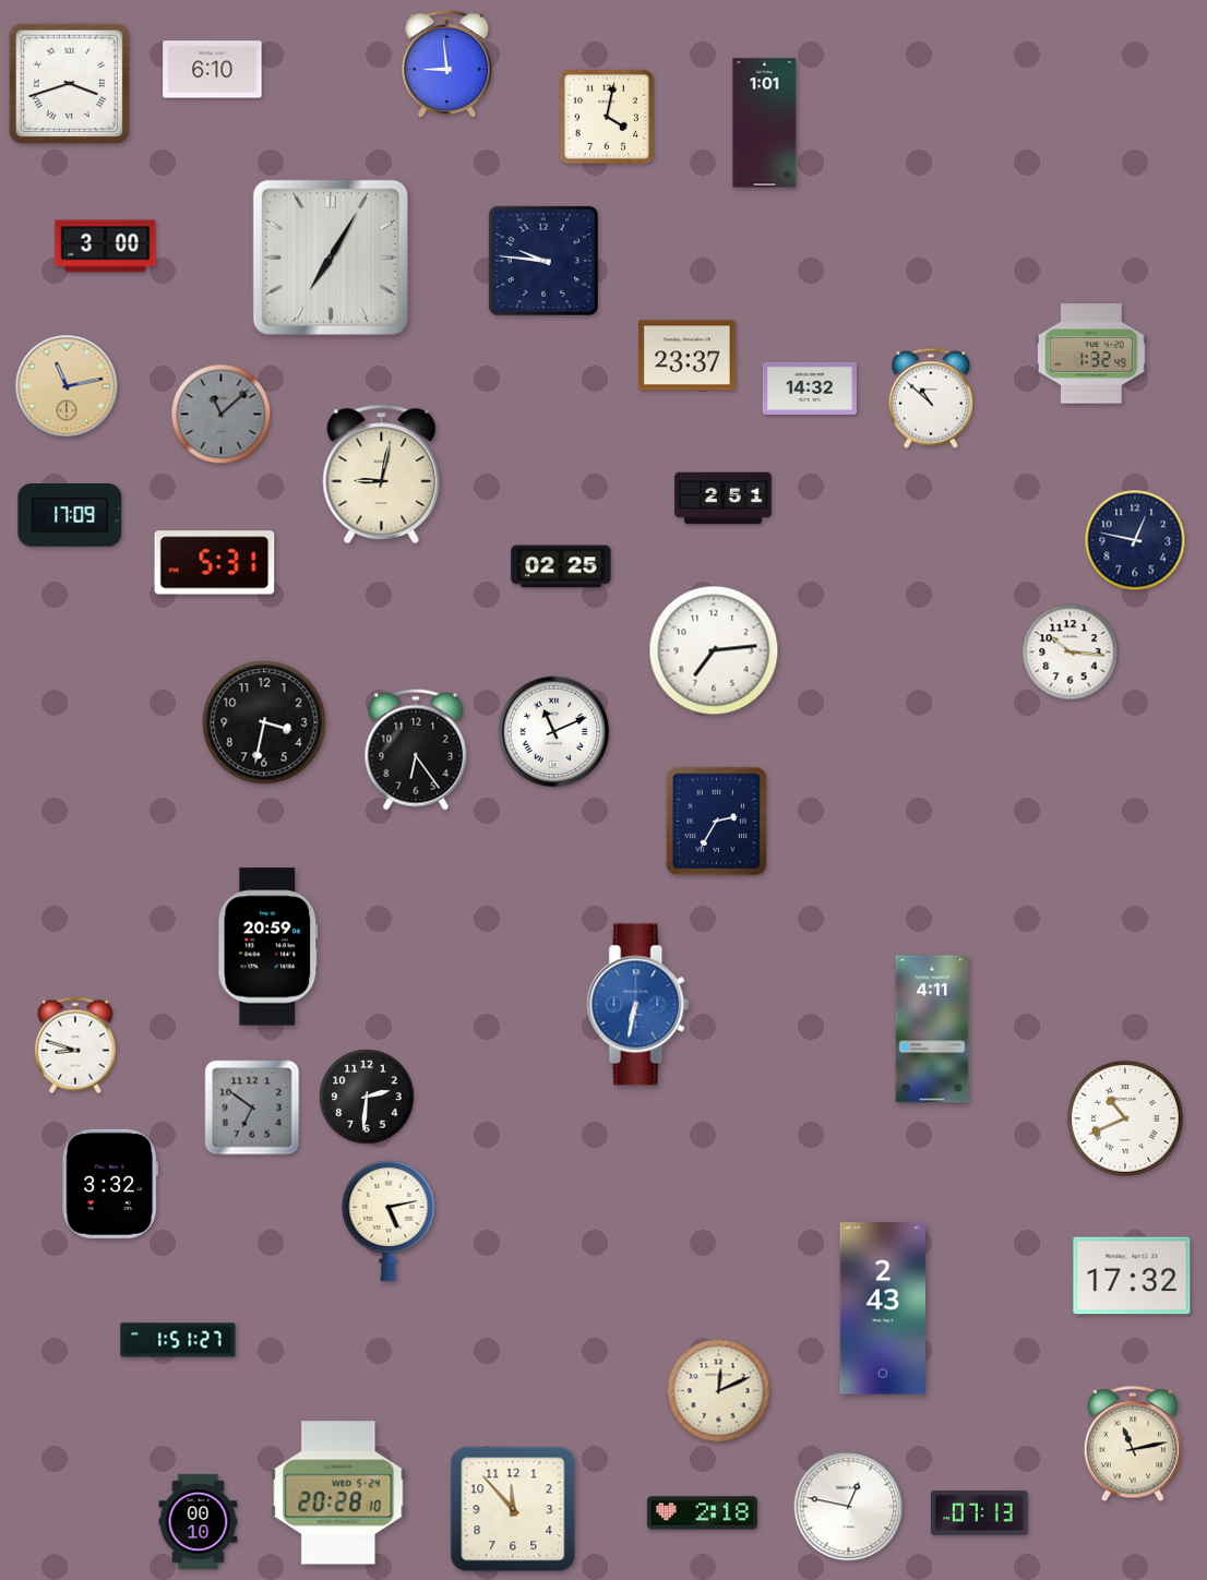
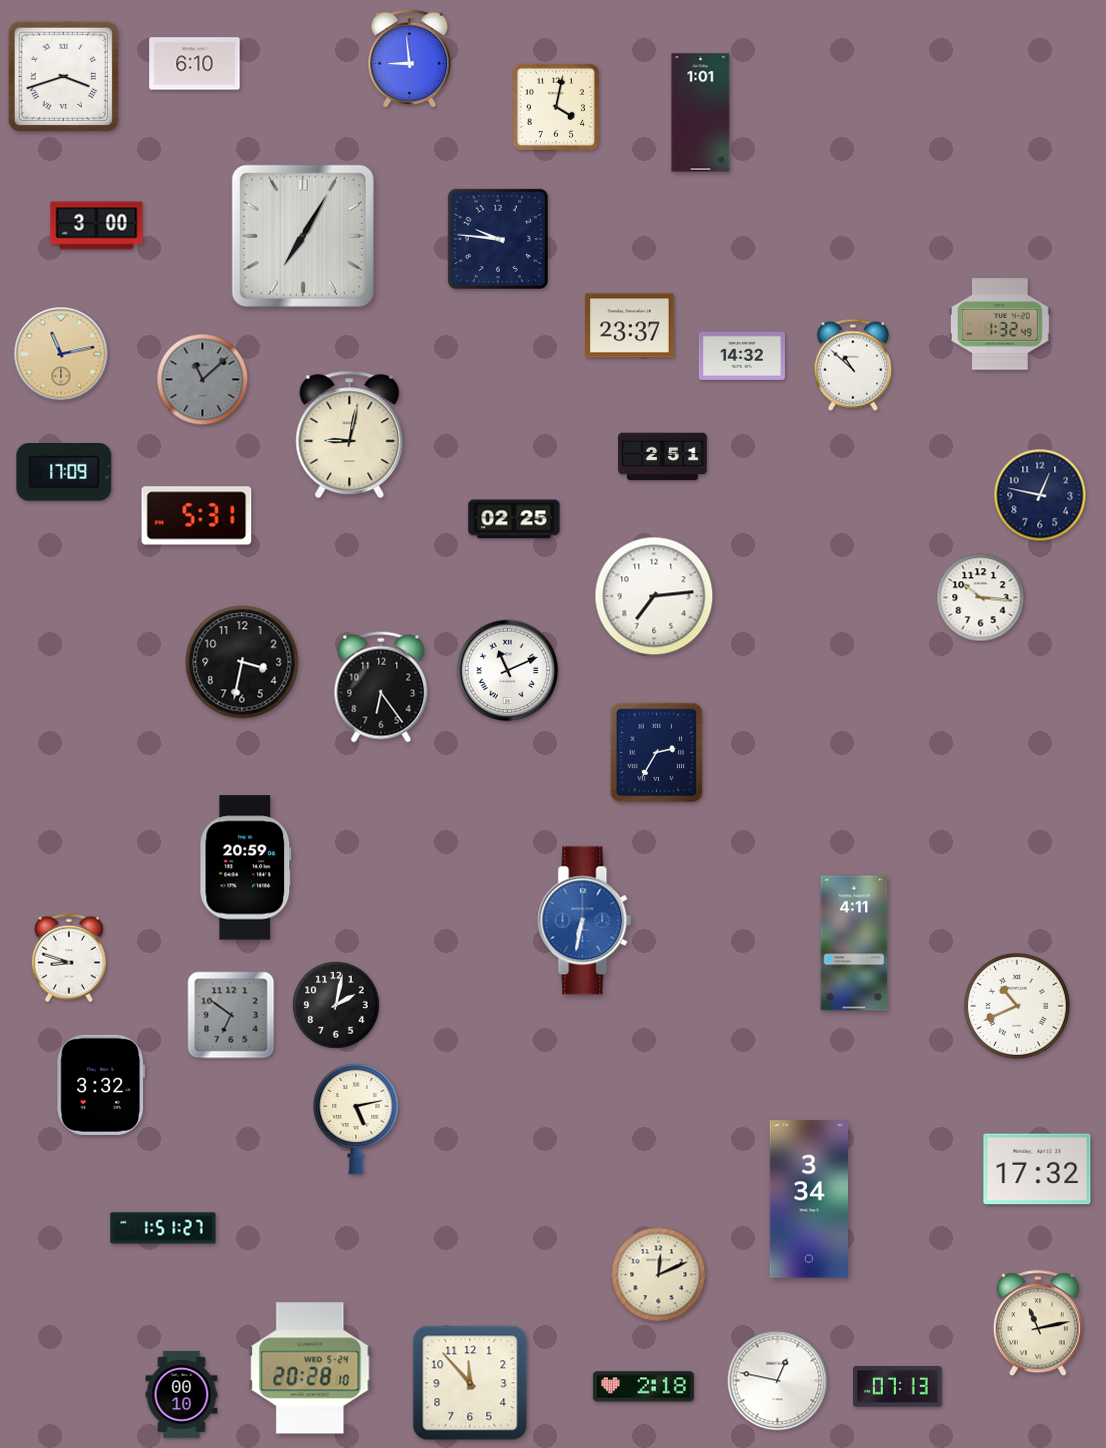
clock at (367, 1097): 2:31 -> 2:02
clock at (1125, 1118) position: (1125, 1118) -> (1017, 1006)
clock at (883, 1308): 2:43 -> 3:34
